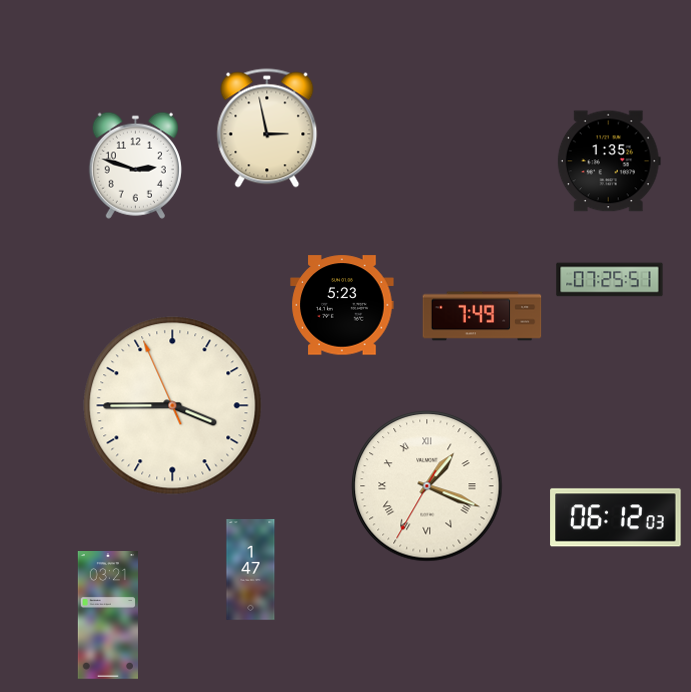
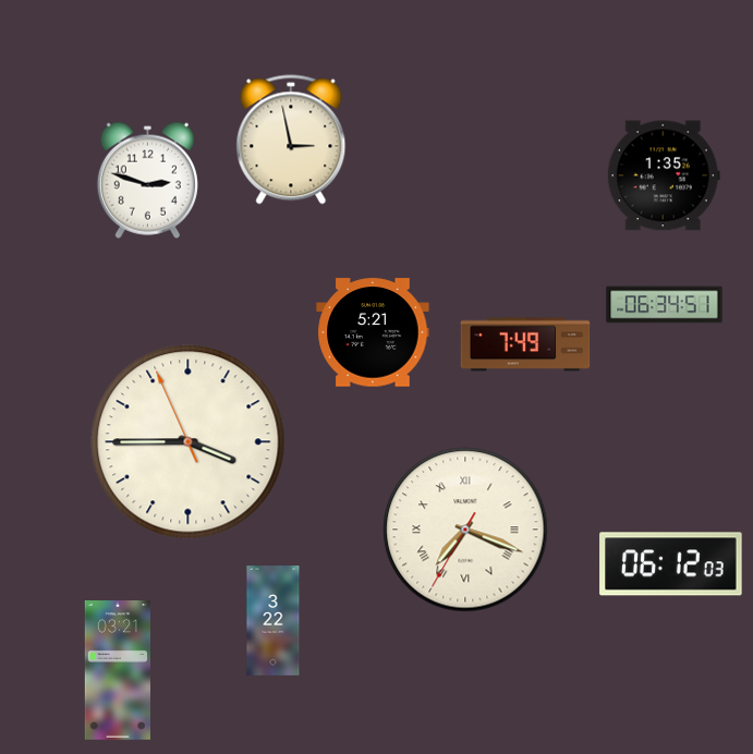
clock at (610, 280): 07:25 -> 06:34
clock at (342, 305): 5:23 -> 5:21
clock at (427, 486): 1:18 -> 7:18
clock at (251, 570): 1:47 -> 3:22
